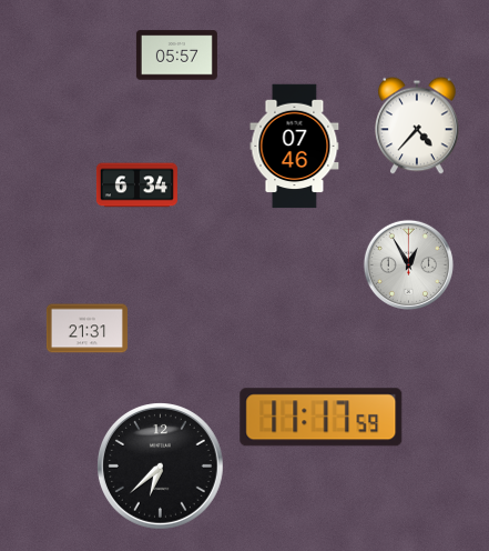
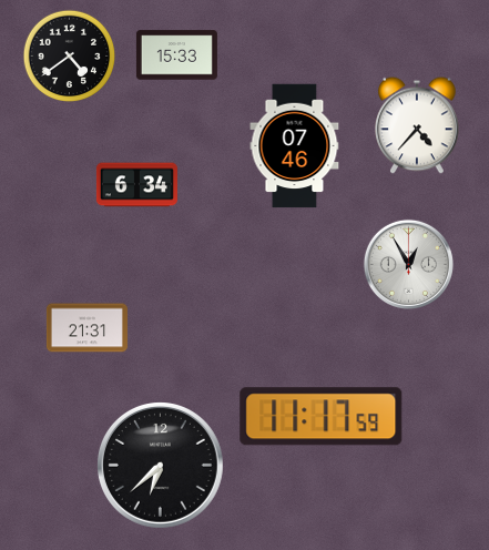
clock at (176, 56): 05:57 -> 15:33
clock at (70, 57): none -> 4:39
